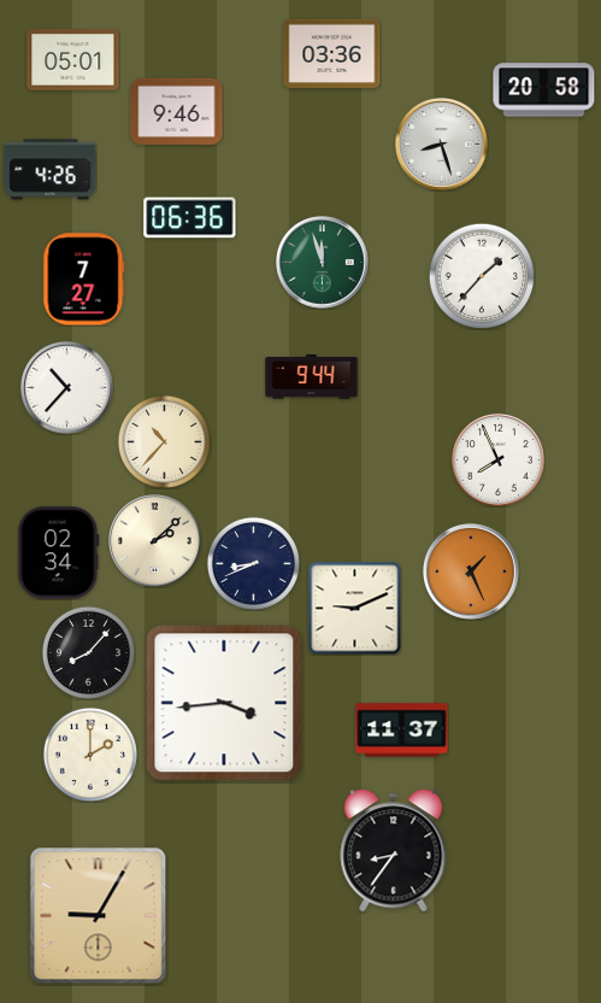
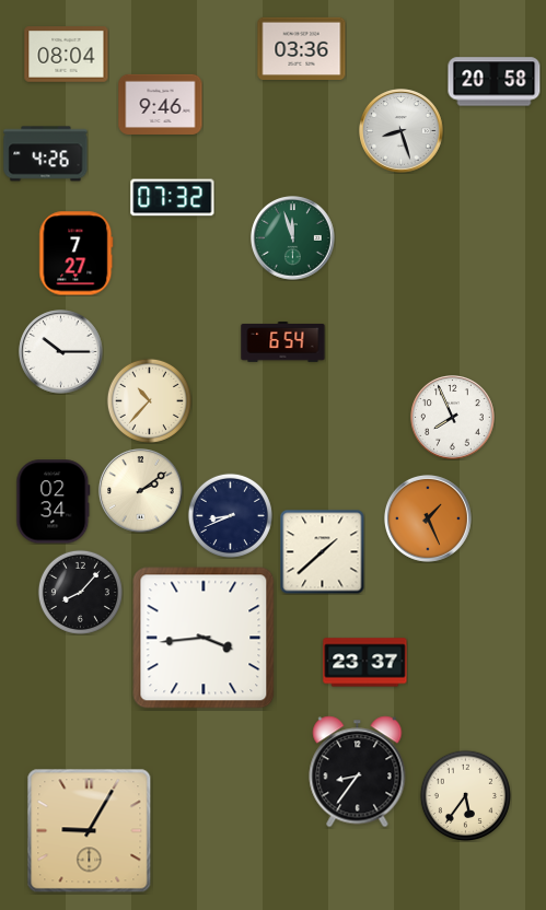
clock at (73, 60): 05:01 -> 08:04
clock at (177, 111) position: (177, 111) -> (161, 104)
clock at (190, 218): 06:36 -> 07:32
clock at (481, 275): 1:37 -> none
clock at (312, 377): 9:44 -> 6:54
clock at (67, 388): 10:37 -> 10:15
clock at (155, 541): 2:08 -> 2:09
clock at (253, 563) position: (253, 563) -> (230, 515)
clock at (354, 608): 9:11 -> 1:38
clock at (402, 731): 11:37 -> 23:37
clock at (90, 755): 2:00 -> none
clock at (465, 795): none -> 5:36
